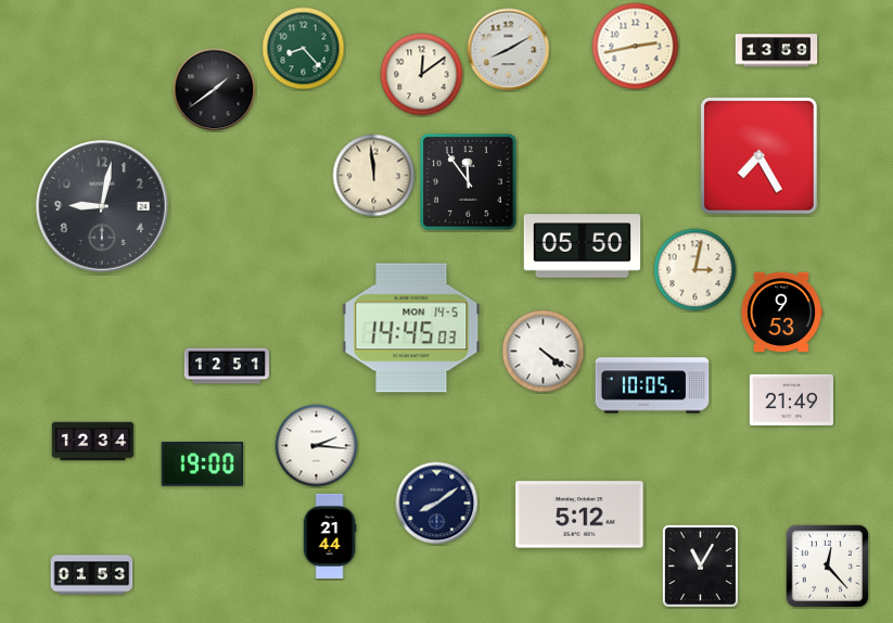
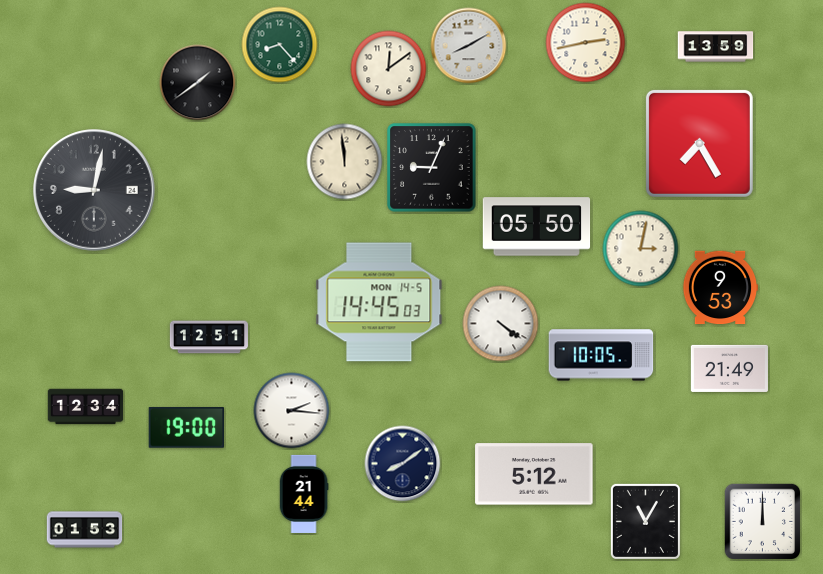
clock at (469, 182): 11:54 -> 9:04
clock at (827, 565): 12:23 -> 12:00
